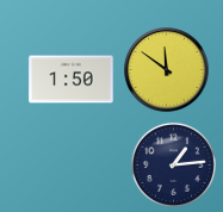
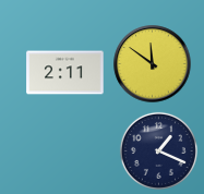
clock at (72, 80): 1:50 -> 2:11
clock at (173, 164): 1:14 -> 1:19
